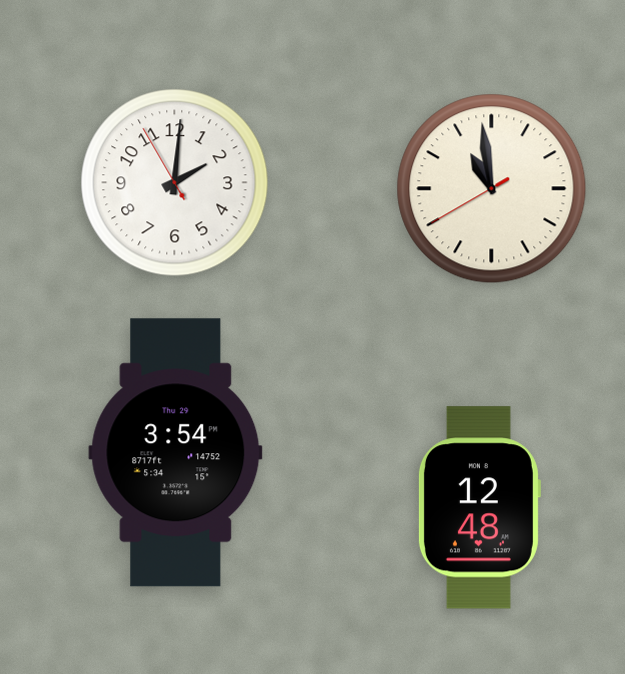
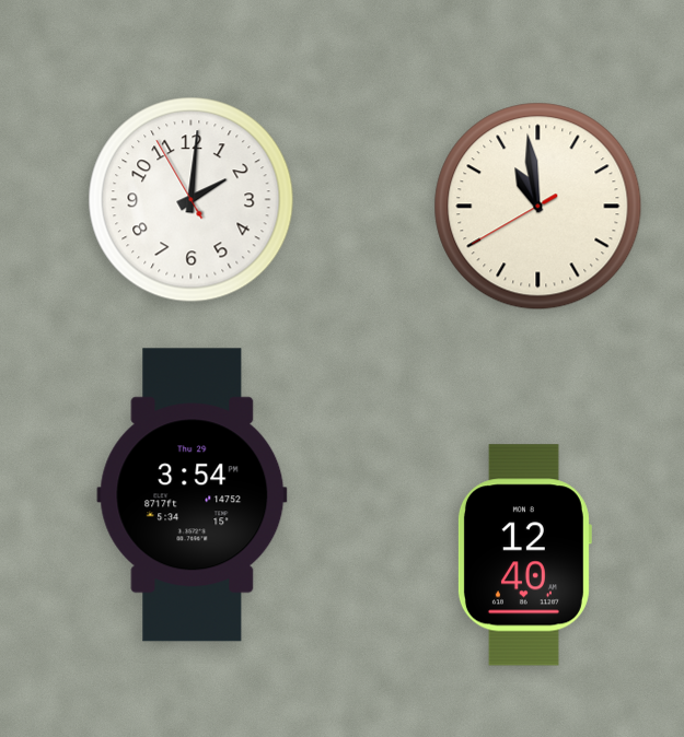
clock at (479, 508): 12:48 -> 12:40
